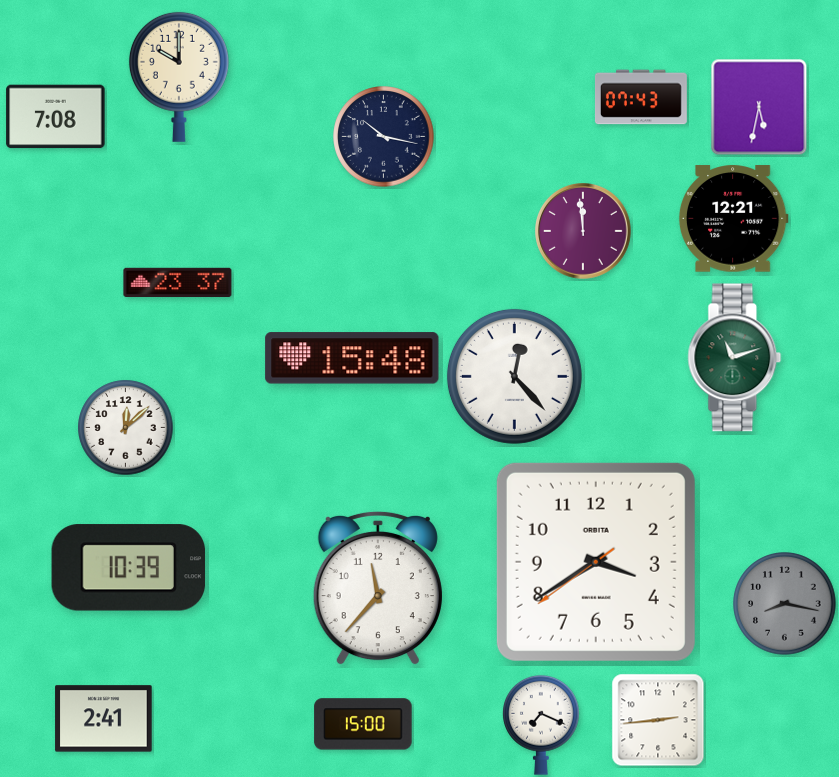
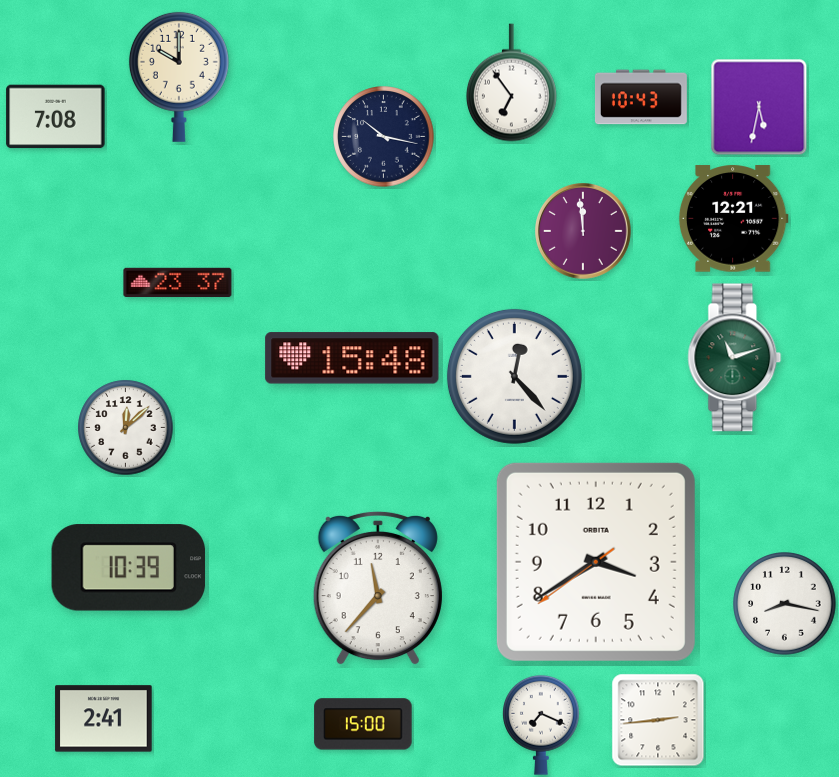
clock at (511, 83): none -> 6:54
clock at (641, 97): 07:43 -> 10:43
clock at (785, 604) dial: grey -> white
